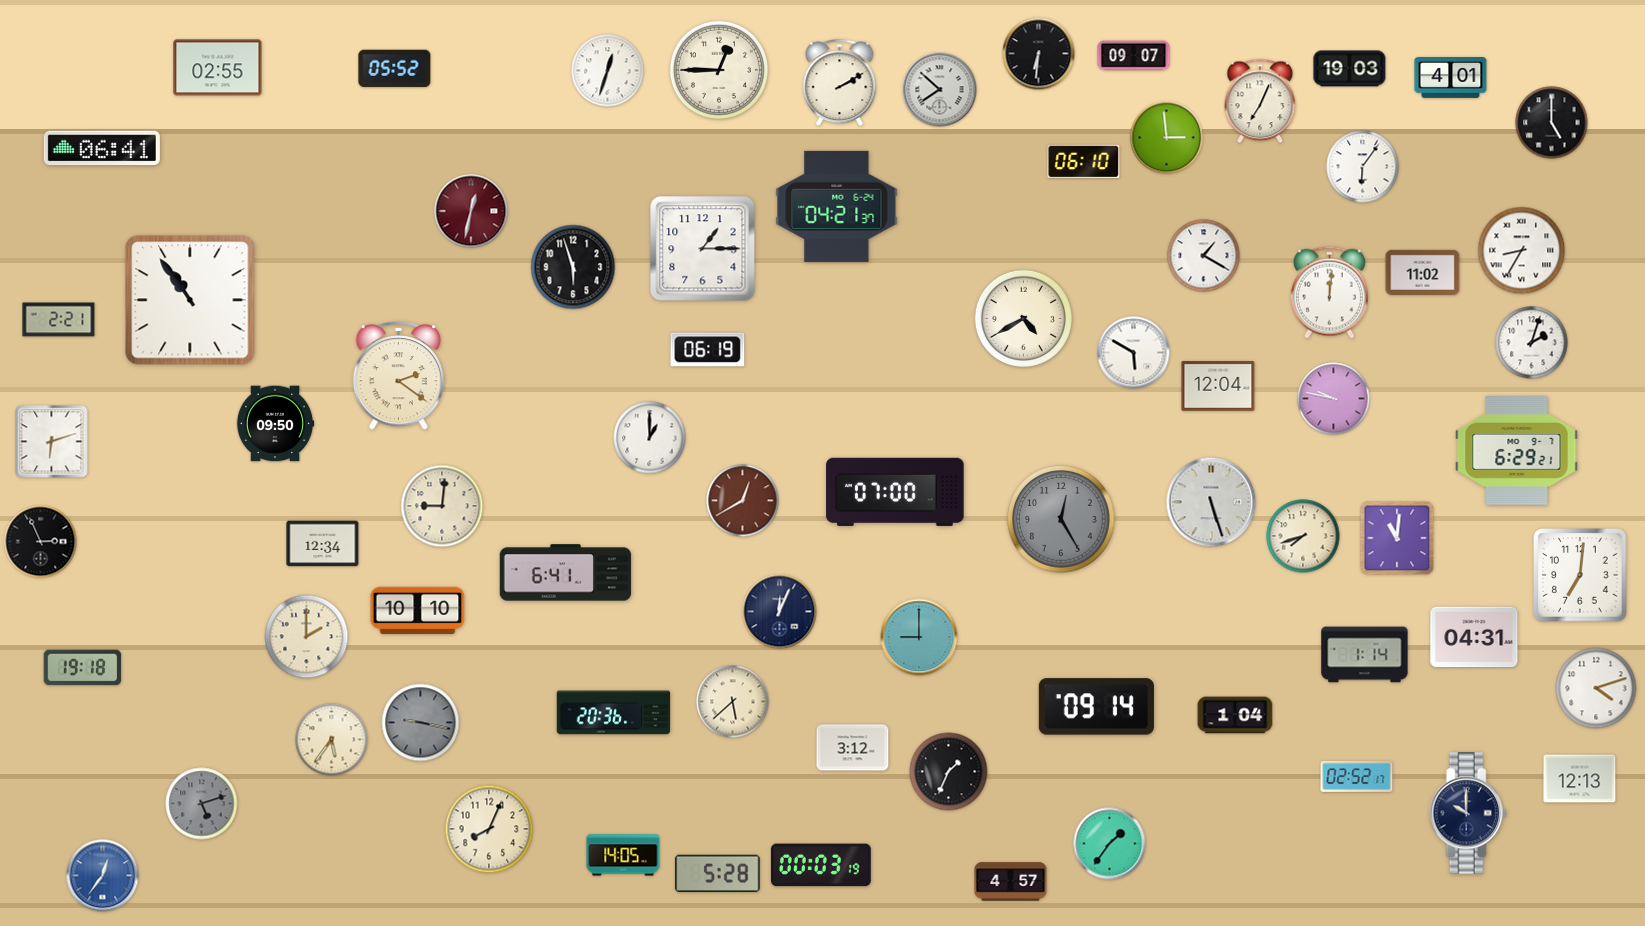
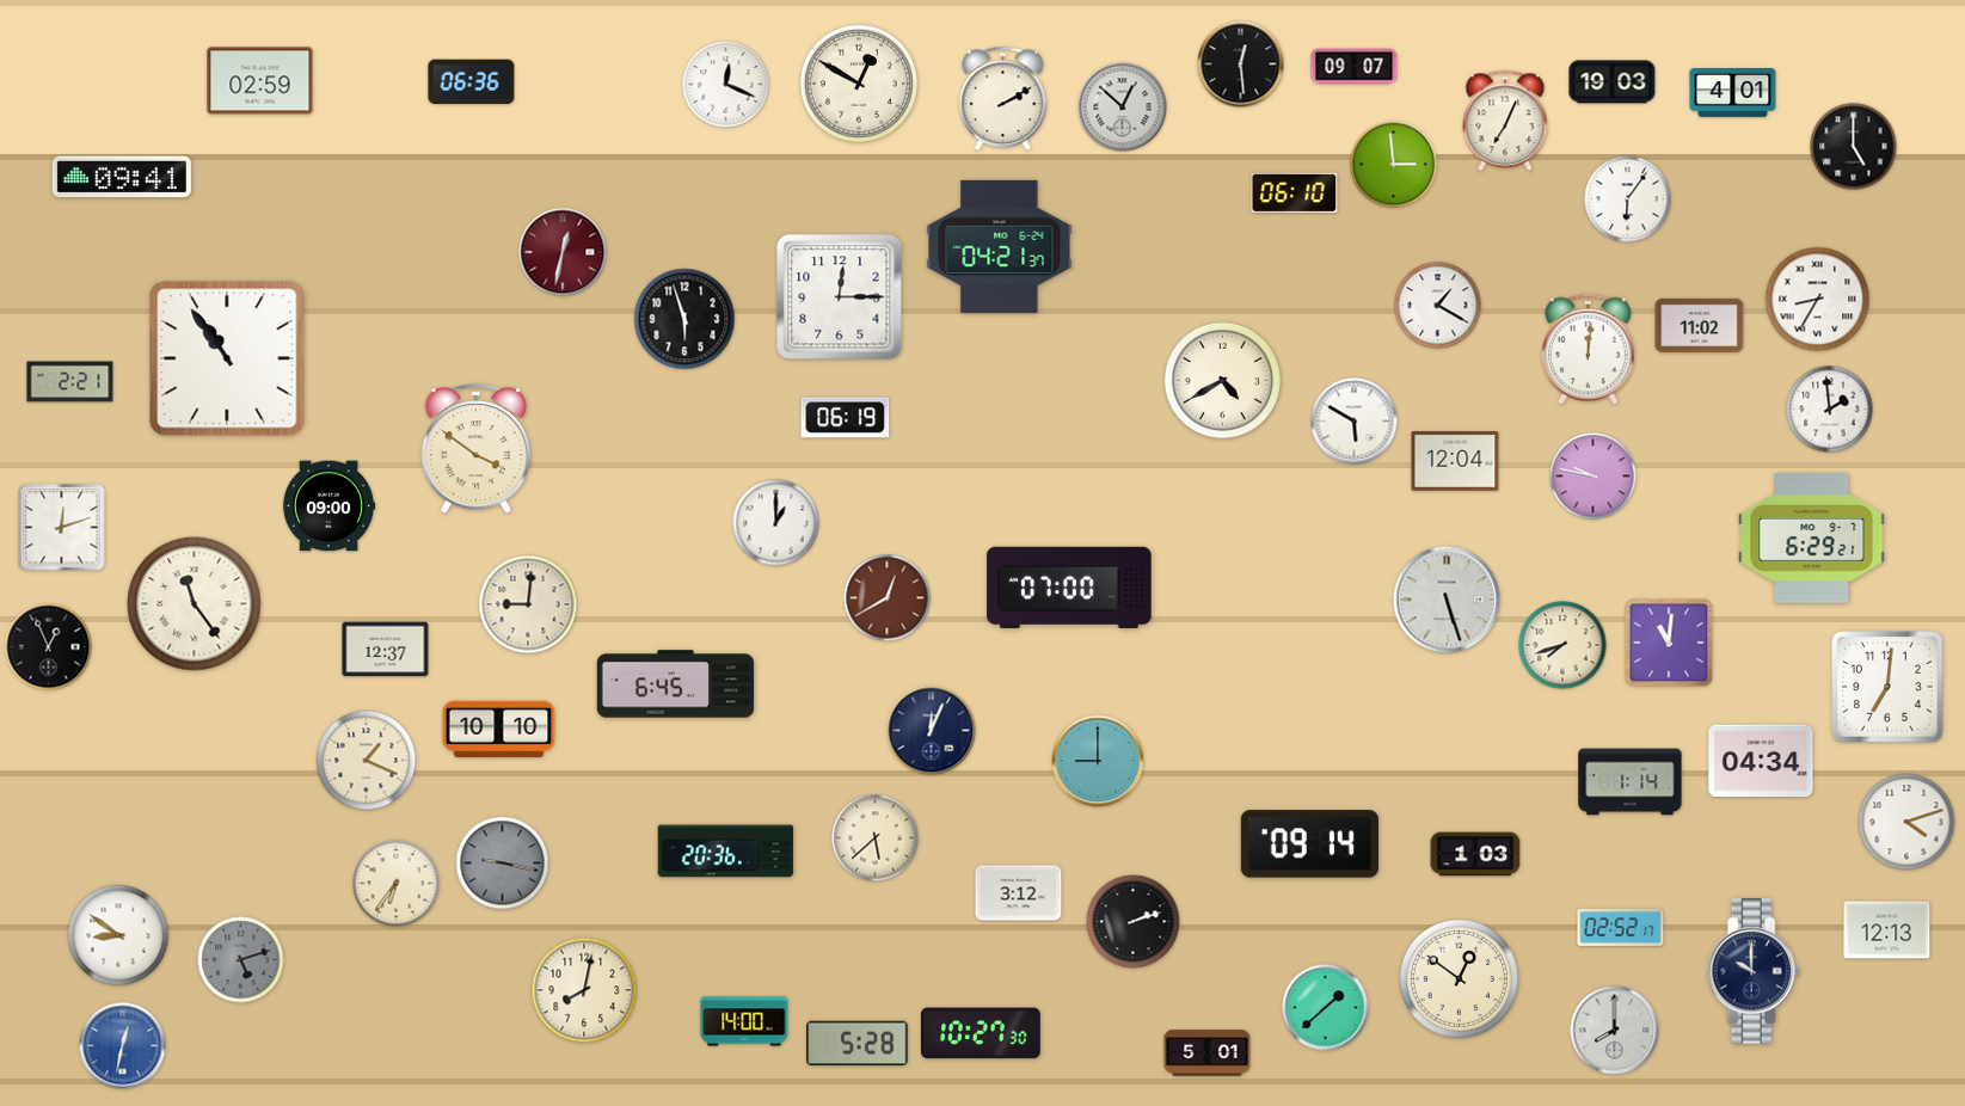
clock at (1039, 54): 6:31 -> 12:29
clock at (218, 68): 02:55 -> 02:59
clock at (395, 69): 05:52 -> 06:36
clock at (719, 70): 12:45 -> 12:50
clock at (608, 71): 12:33 -> 12:19
clock at (940, 90): 7:52 -> 12:52
clock at (102, 148): 06:41 -> 09:41
clock at (703, 249): 1:15 -> 12:15
clock at (1532, 343): 2:03 -> 1:59
clock at (399, 376): 2:21 -> 3:51
clock at (275, 424): 09:50 -> 09:00
clock at (52, 442): 6:12 -> 12:12
clock at (195, 604): none -> 11:24
clock at (1061, 519): 12:25 -> none
clock at (1303, 536) position: (1303, 536) -> (1562, 645)
clock at (41, 542): 2:56 -> 12:56
clock at (323, 544): 12:34 -> 12:37
clock at (566, 573): 6:41 -> 6:45
clock at (307, 637): 2:00 -> 1:19
clock at (1474, 637): 04:31 -> 04:34
clock at (83, 668): 19:18 -> none
clock at (614, 713) position: (614, 713) -> (726, 852)
clock at (1235, 715): 1:04 -> 1:03
clock at (332, 740): 5:36 -> 6:36
clock at (949, 772): 1:34 -> 2:12
clock at (118, 935): none -> 8:51
clock at (1459, 978): none -> 12:51
clock at (489, 829): 8:04 -> 8:02
clock at (1110, 844): 1:36 -> 1:38
clock at (623, 855): 14:05 -> 14:00
clock at (1615, 1031): none -> 8:00
clock at (821, 865): 00:03 -> 10:27
clock at (103, 876): 12:36 -> 12:32
clock at (1011, 882): 4:57 -> 5:01
